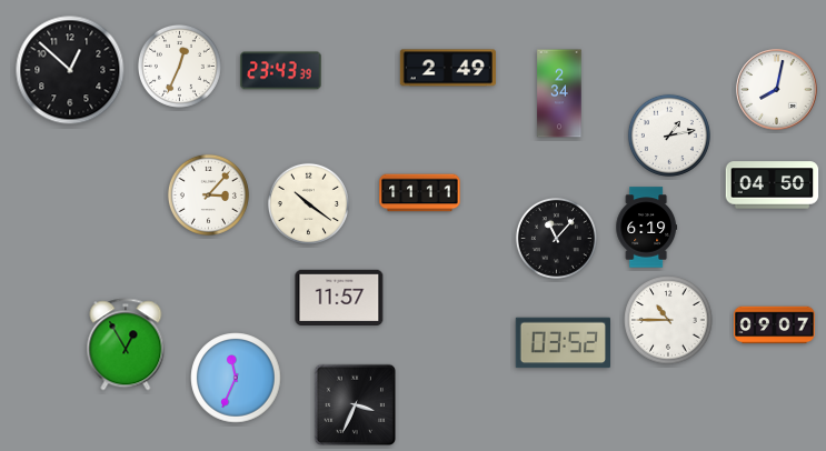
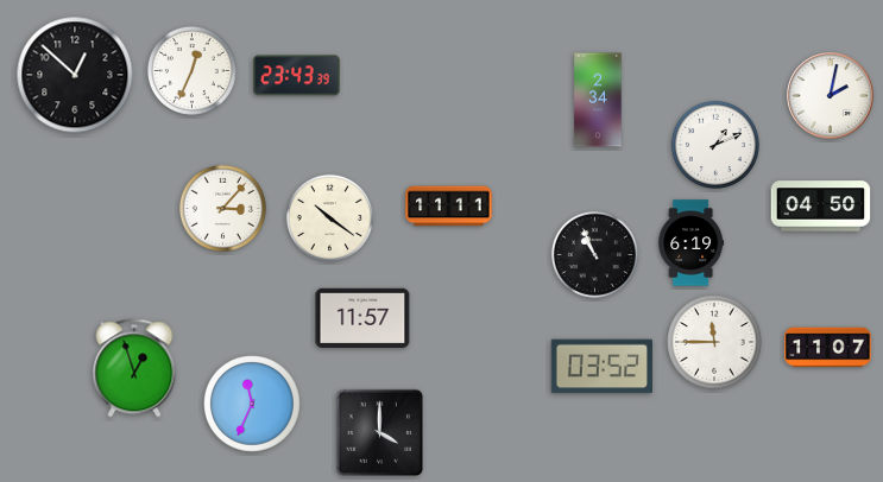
clock at (448, 68): 2:49 -> none
clock at (281, 71) position: (281, 71) -> (297, 76)
clock at (777, 90): 8:02 -> 2:02
clock at (669, 136): 1:13 -> 1:11
clock at (773, 186) position: (773, 186) -> (821, 207)
clock at (556, 238): 11:07 -> 10:56
clock at (668, 320): 10:45 -> 11:45
clock at (775, 325): 09:07 -> 11:07
clock at (126, 344): 12:55 -> 12:57
clock at (355, 404): 3:34 -> 4:00
